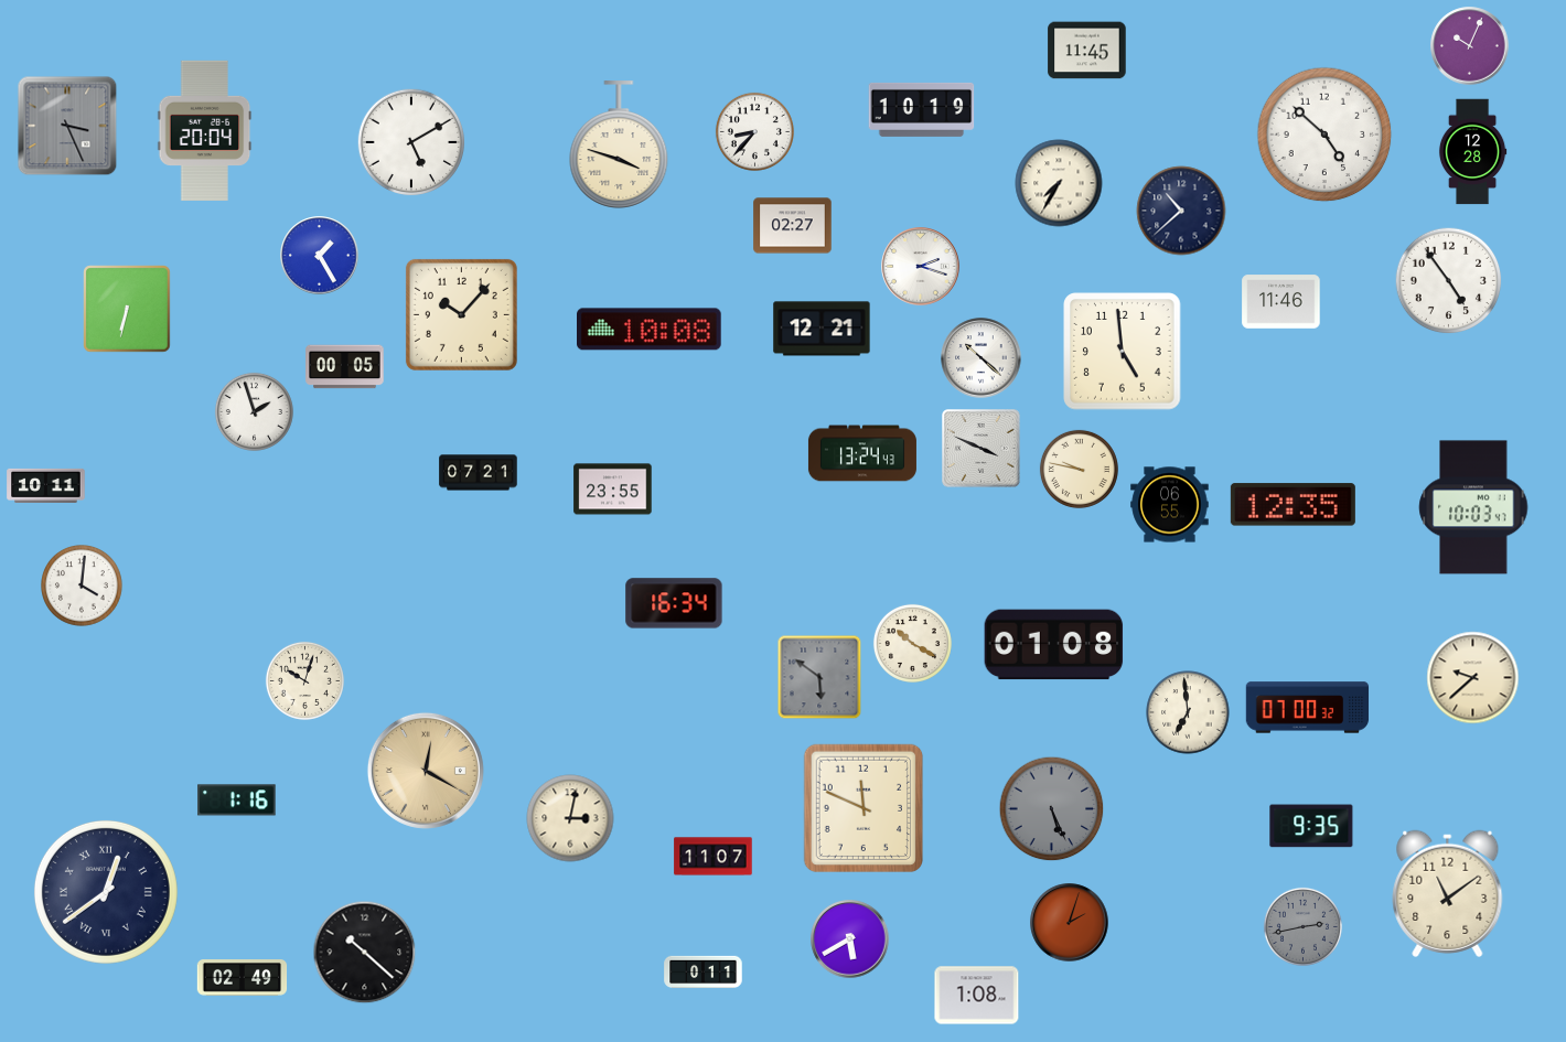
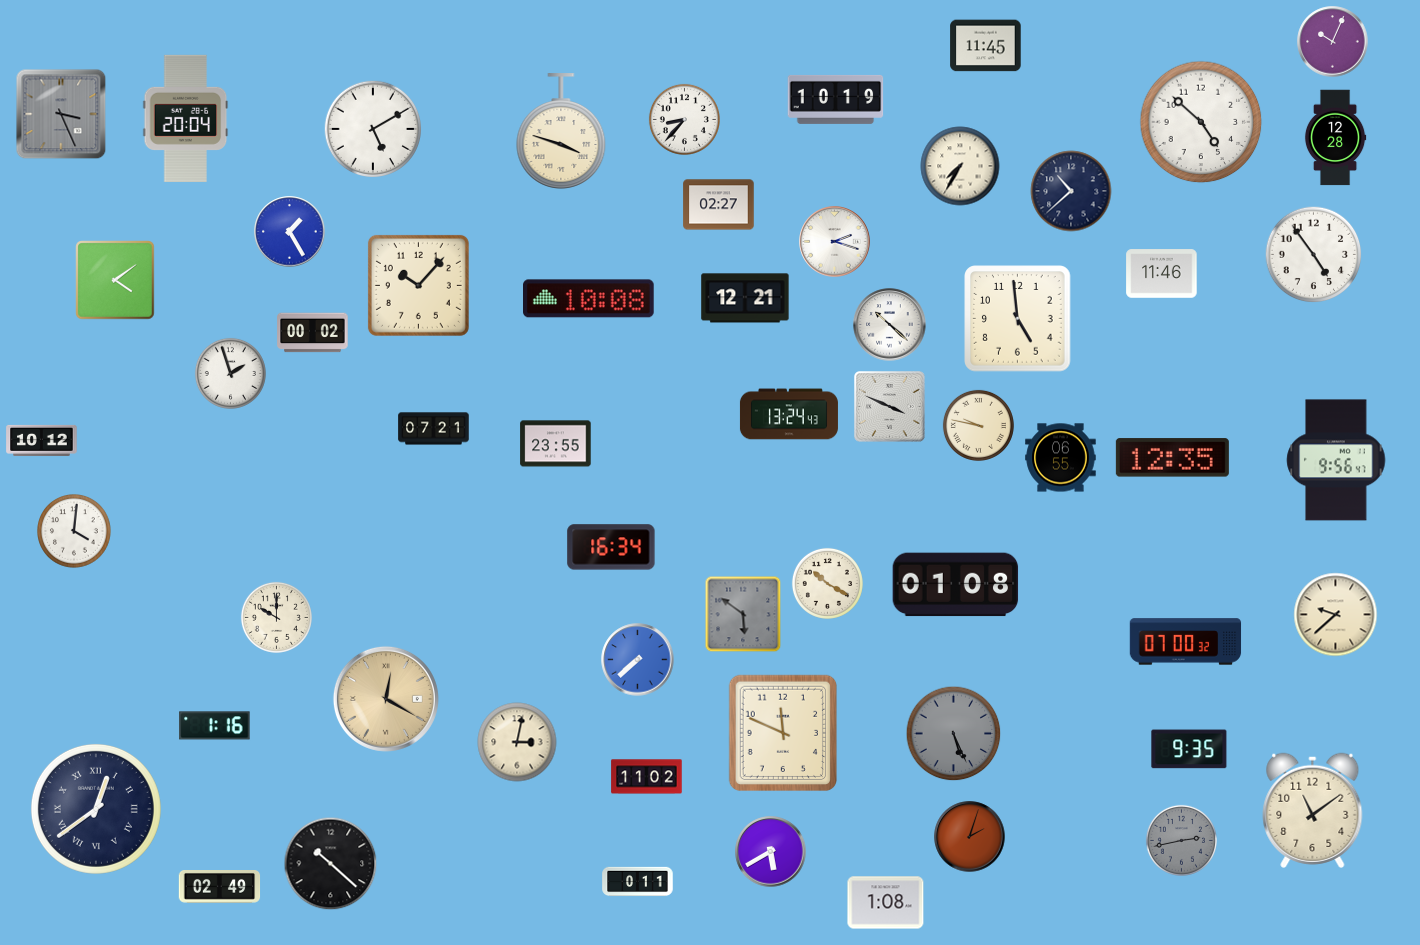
clock at (127, 309): 6:32 -> 4:09
clock at (345, 367): 00:05 -> 00:02
clock at (862, 453) position: (862, 453) -> (789, 414)
clock at (46, 485): 10:11 -> 10:12
clock at (1473, 507): 10:03 -> 9:56
clock at (304, 680): 10:03 -> 10:00
clock at (1188, 712): 6:59 -> none
clock at (638, 660): none -> 7:38
clock at (714, 857): 11:07 -> 11:02
